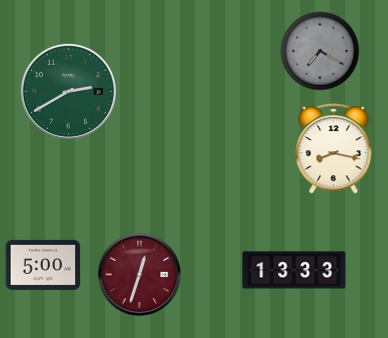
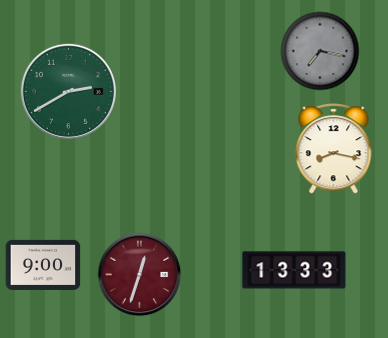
clock at (320, 51): 7:20 -> 7:17
clock at (43, 265): 5:00 -> 9:00
